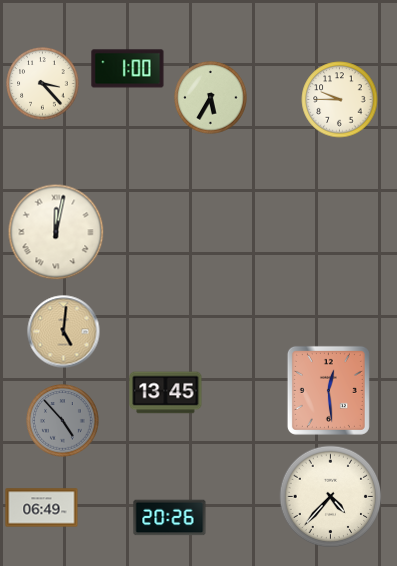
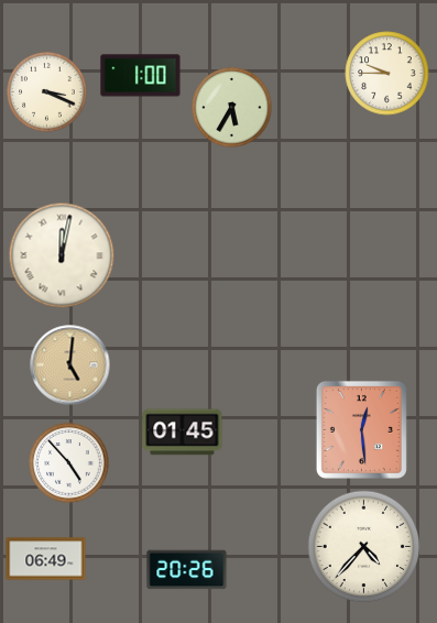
clock at (43, 84): 3:23 -> 3:19
clock at (340, 100) position: (340, 100) -> (387, 74)
clock at (166, 393): 13:45 -> 01:45
clock at (63, 421) dial: grey -> white
